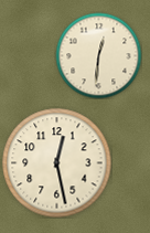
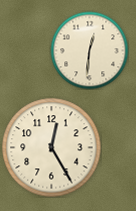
clock at (57, 163): 12:28 -> 12:25
